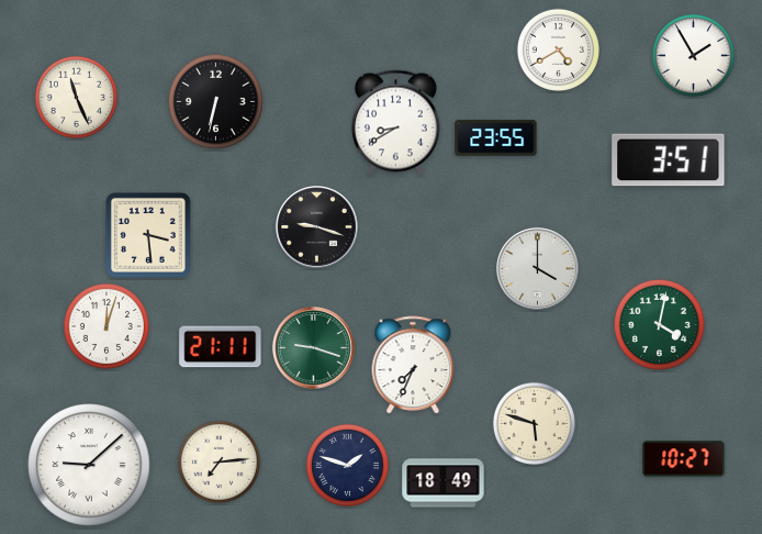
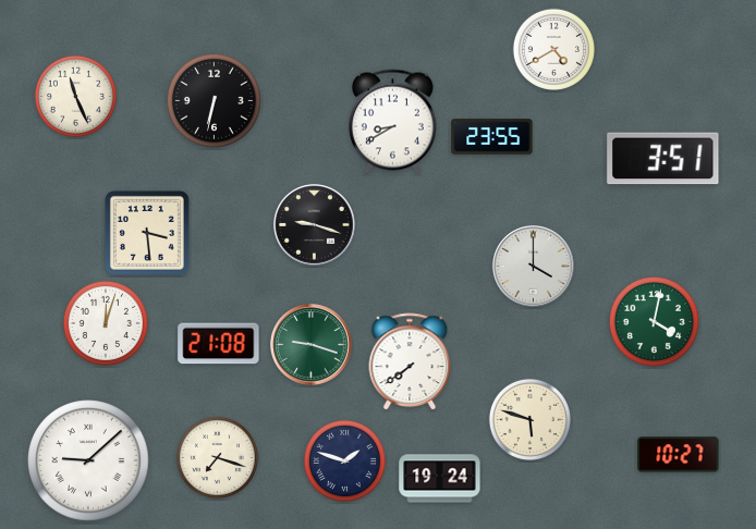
clock at (693, 55): 1:55 -> none
clock at (221, 347): 21:11 -> 21:08
clock at (413, 365): 7:34 -> 7:39
clock at (218, 461): 7:14 -> 7:18
clock at (444, 483): 18:49 -> 19:24
